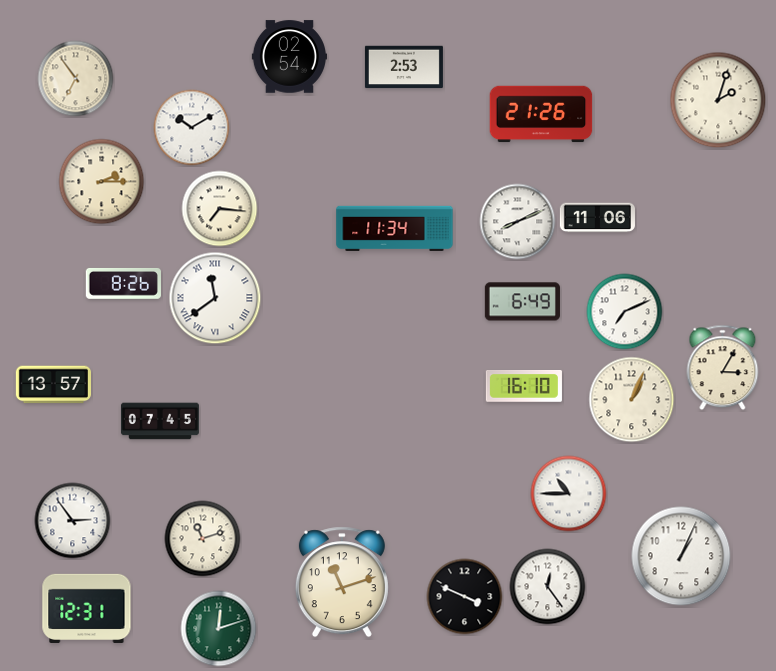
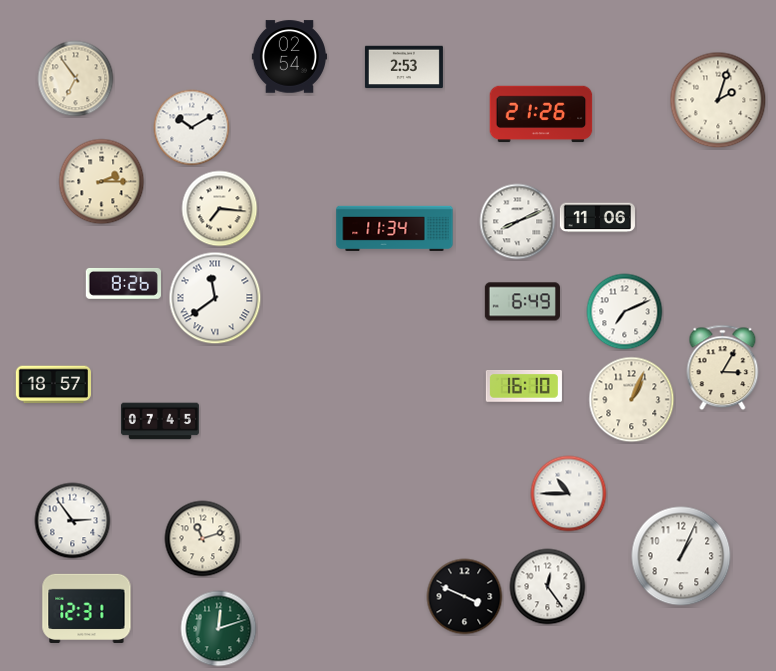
clock at (53, 385): 13:57 -> 18:57
clock at (342, 582): 11:12 -> none
